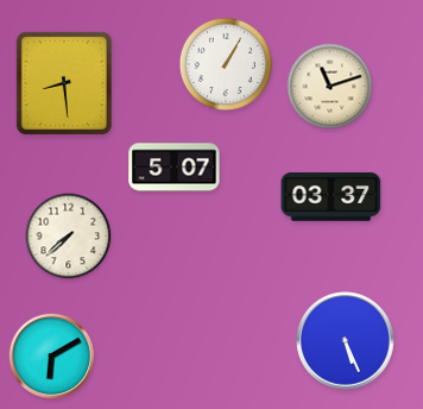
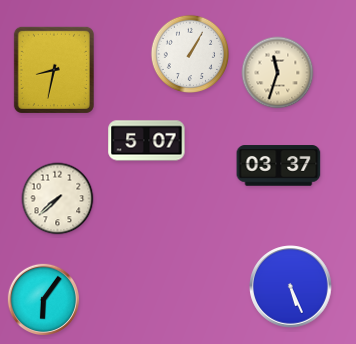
clock at (64, 83): 8:29 -> 8:32
clock at (330, 87): 11:12 -> 11:33
clock at (51, 355): 6:10 -> 6:06
